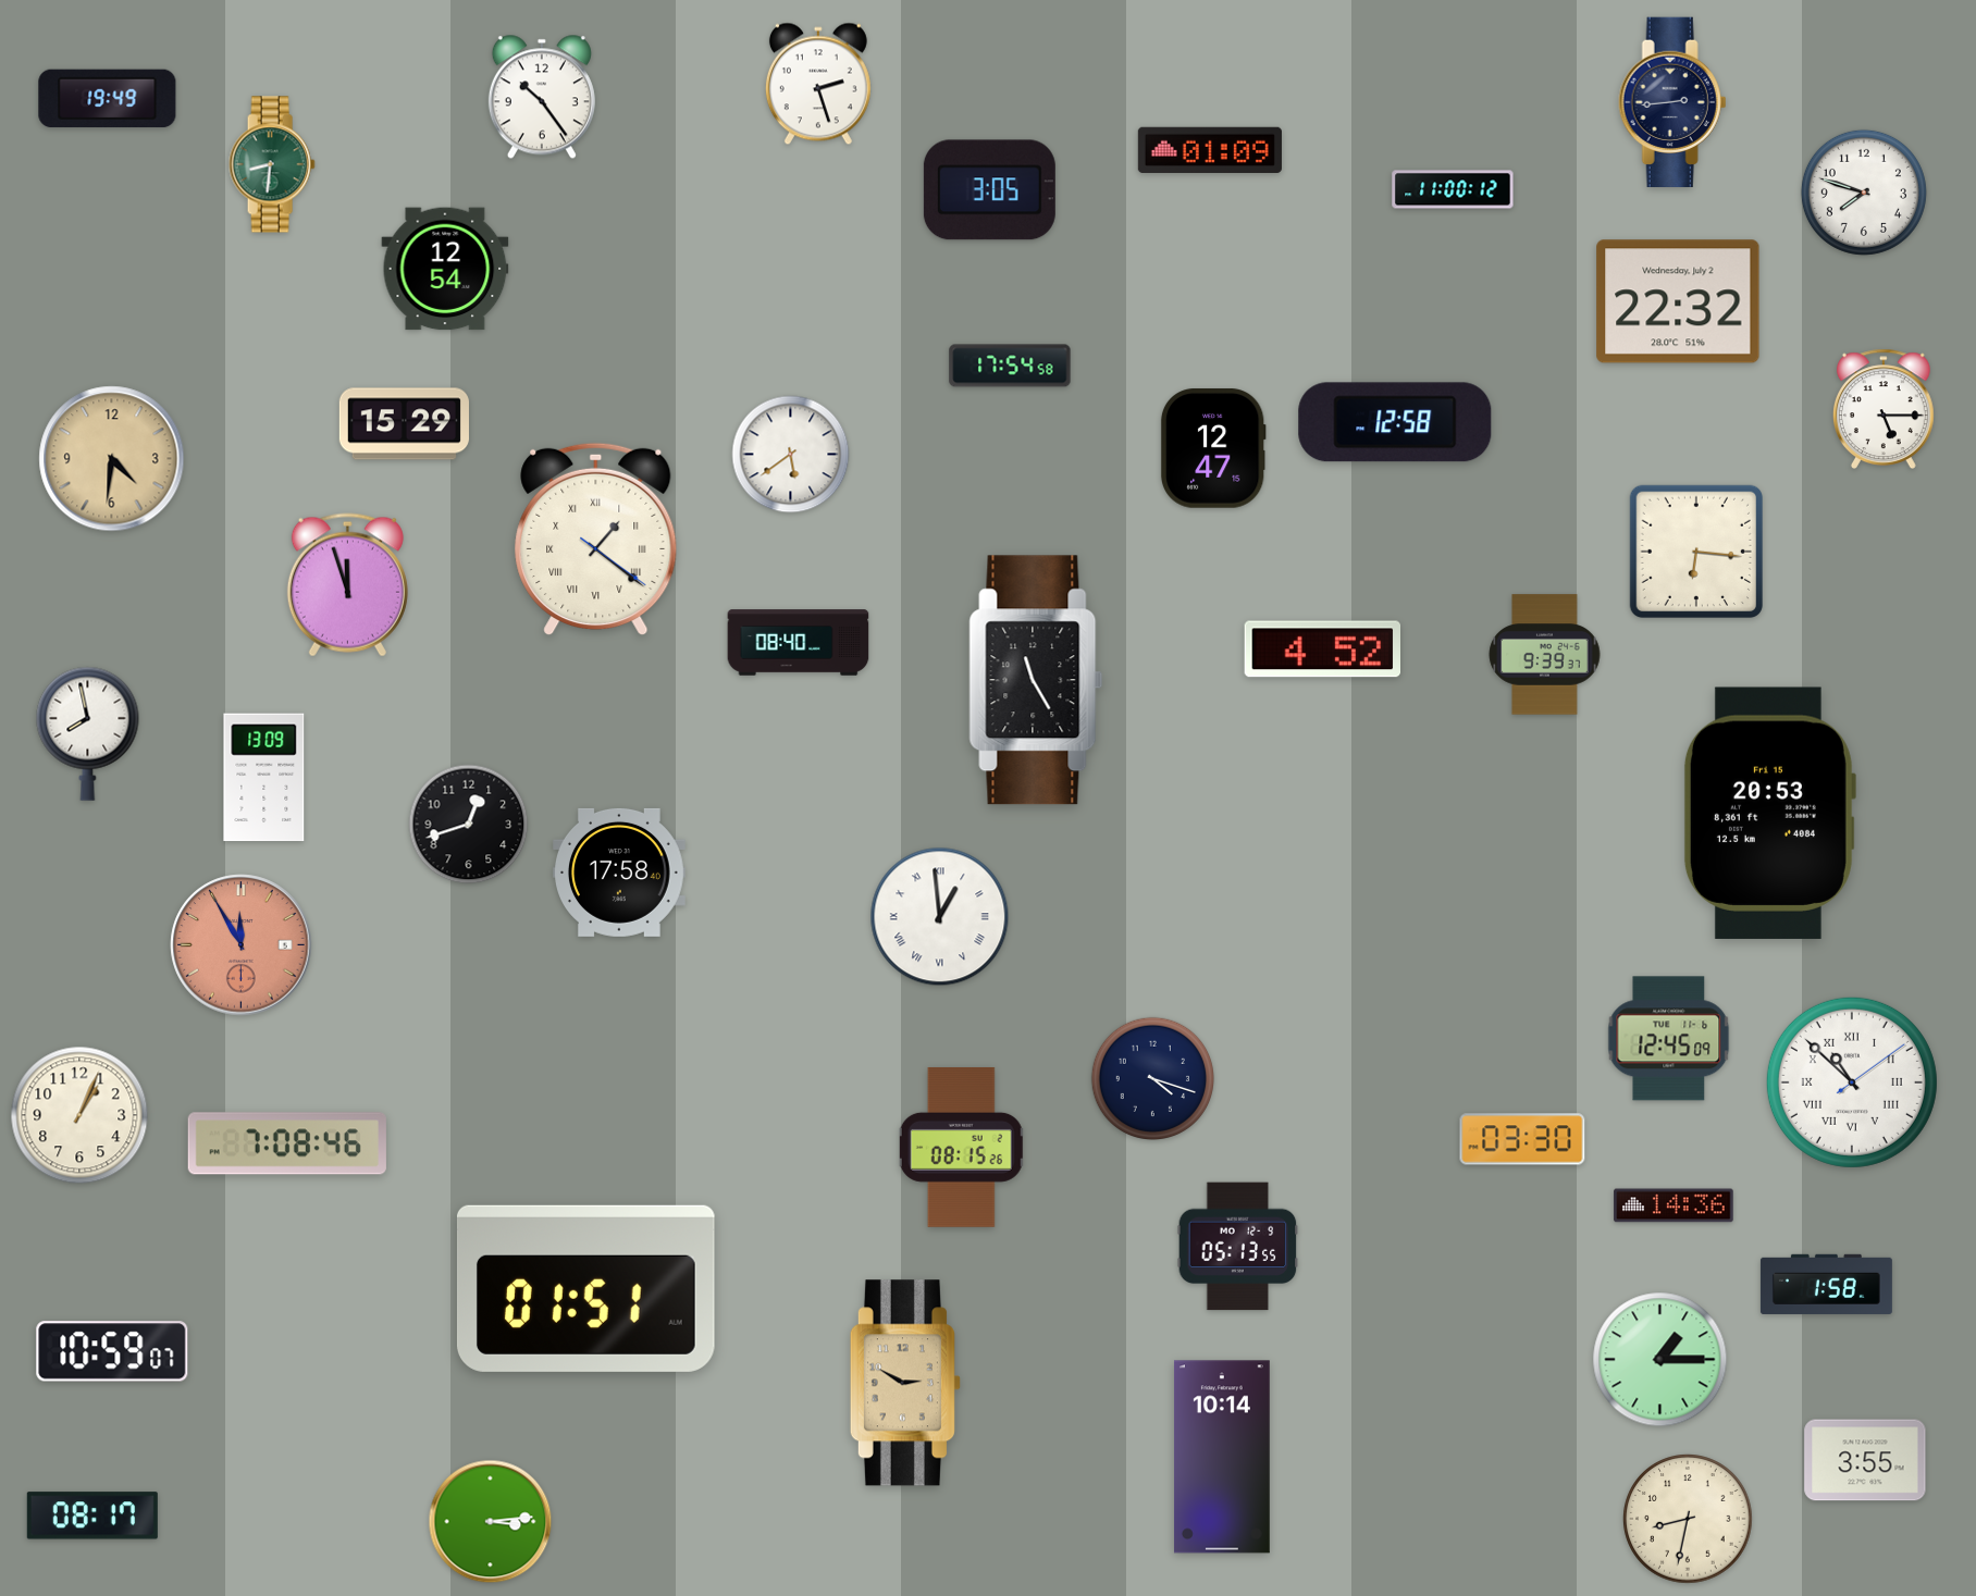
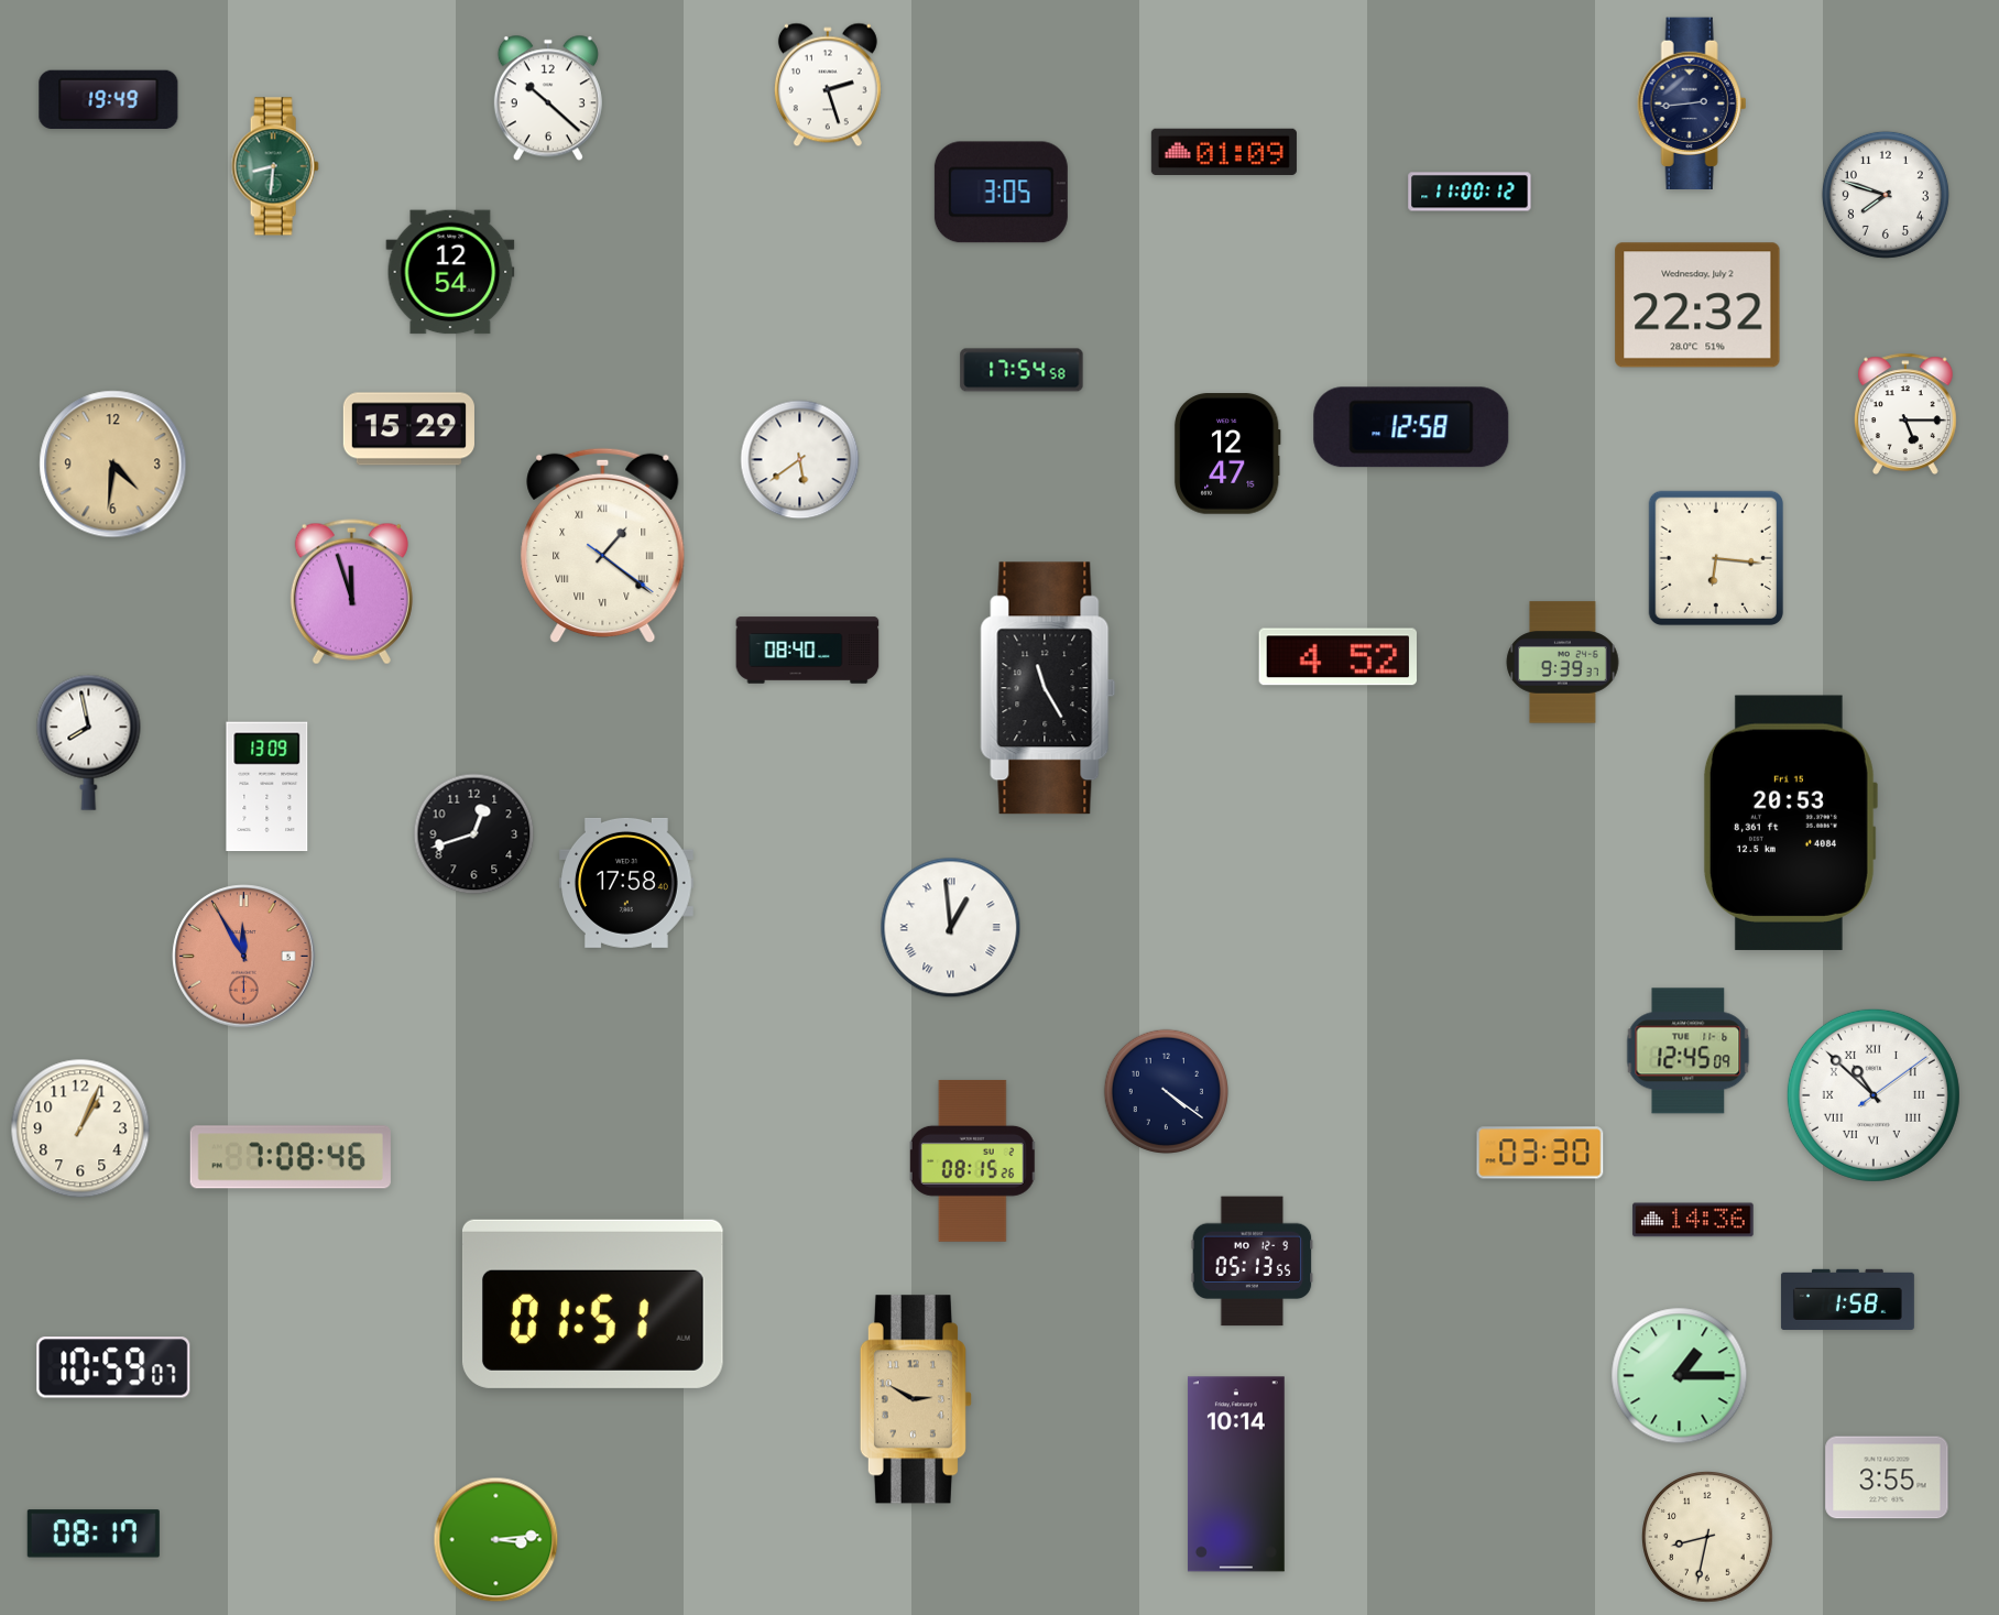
clock at (542, 97): 10:24 -> 10:22
clock at (1152, 1078): 4:18 -> 4:21
